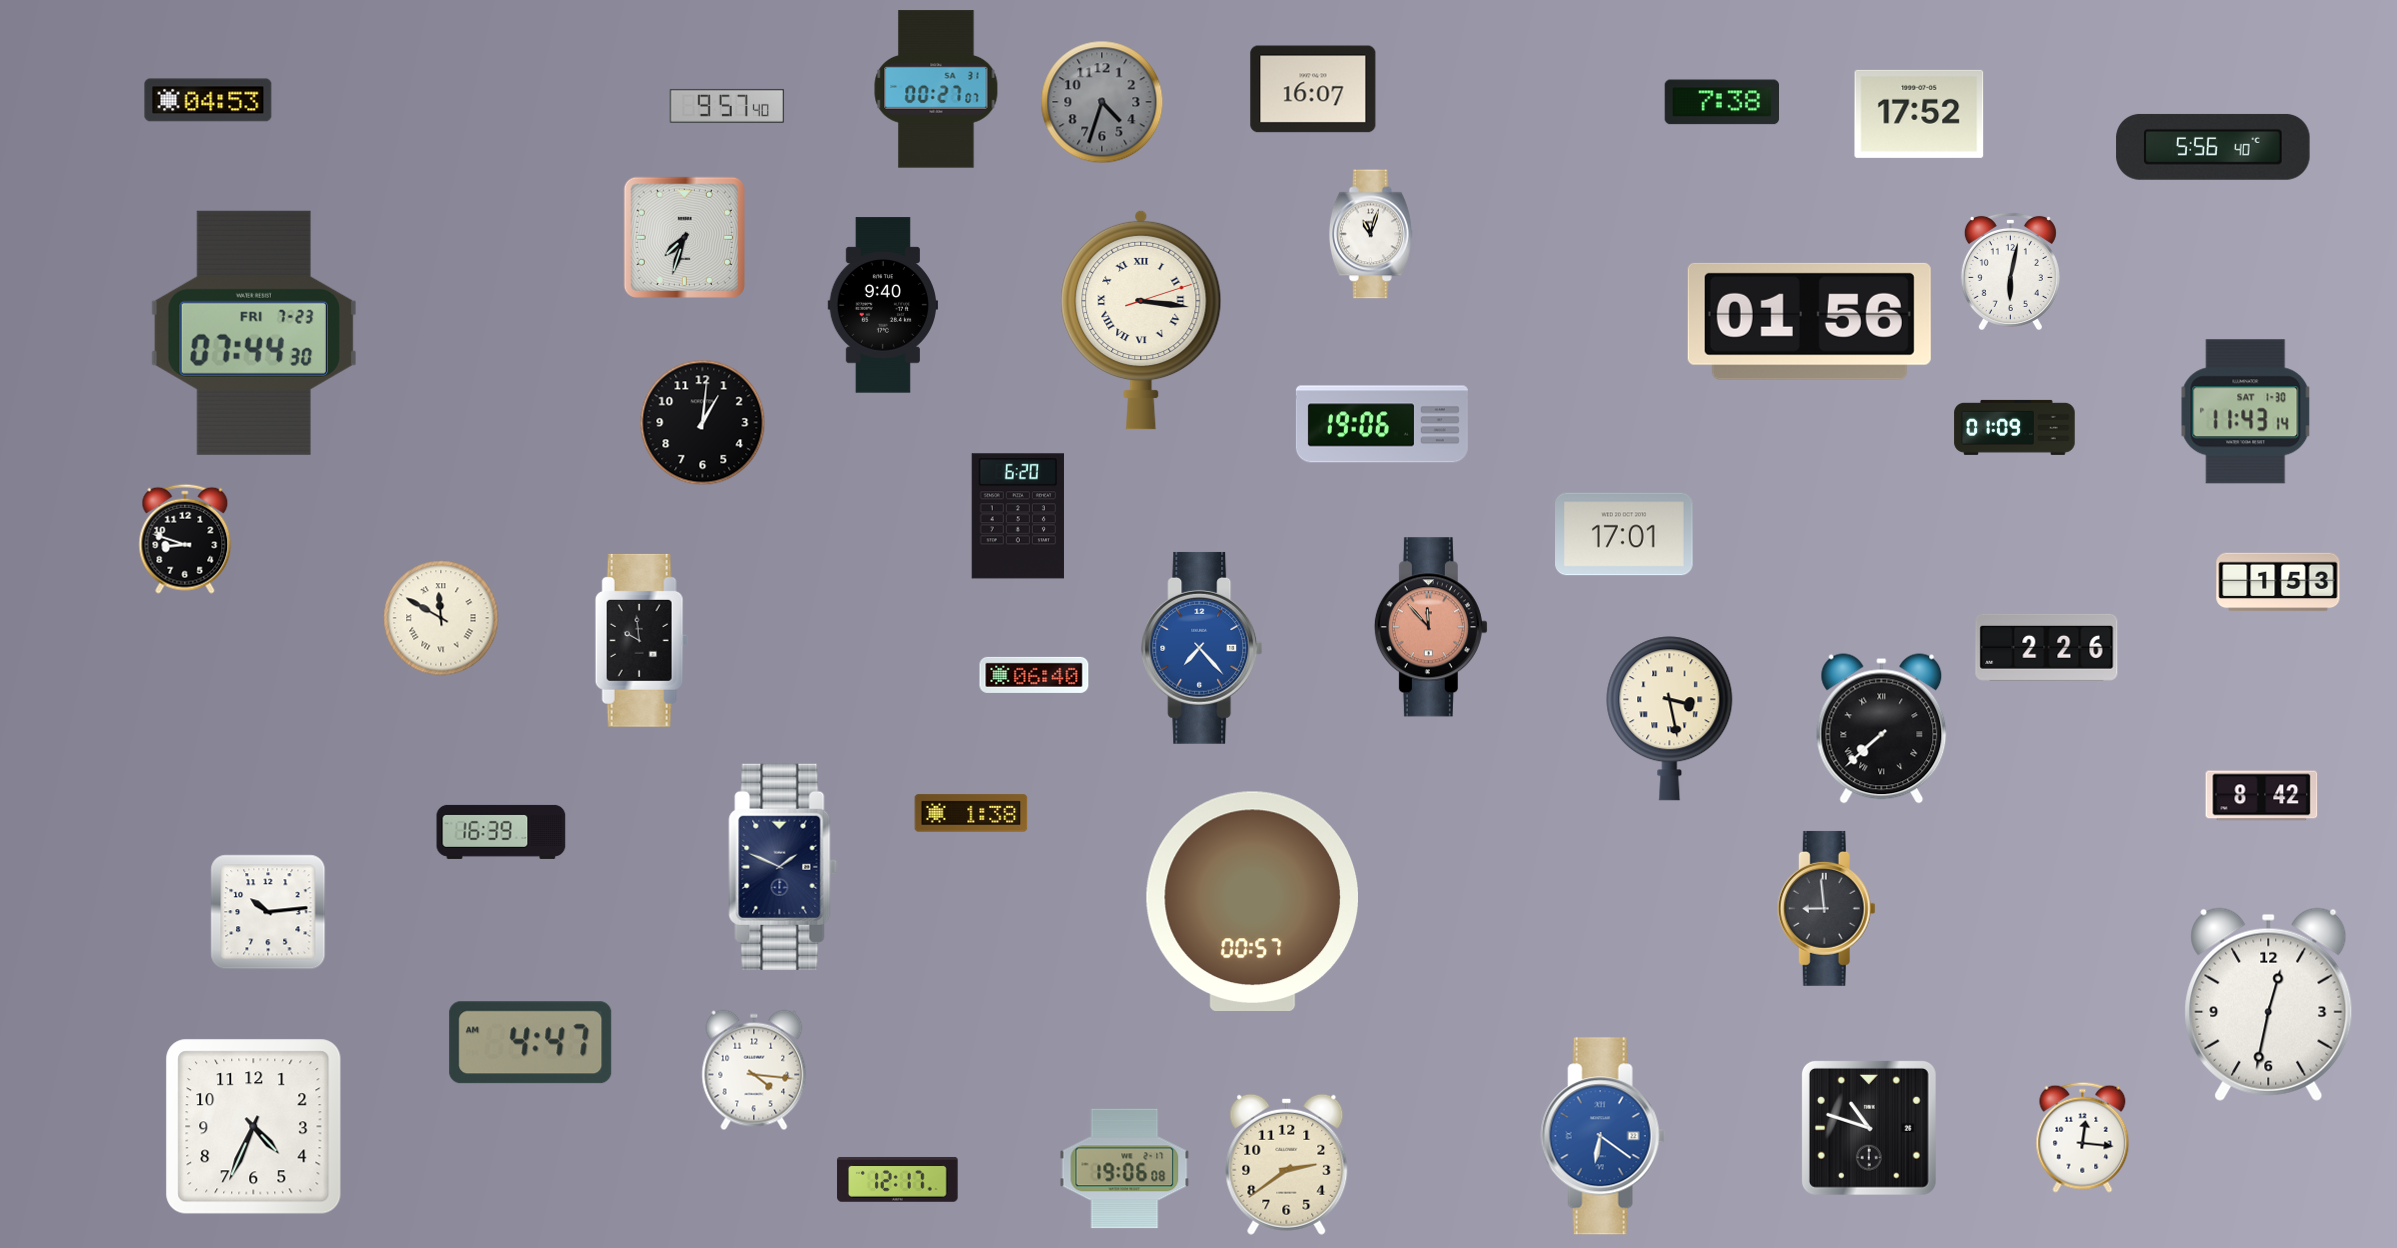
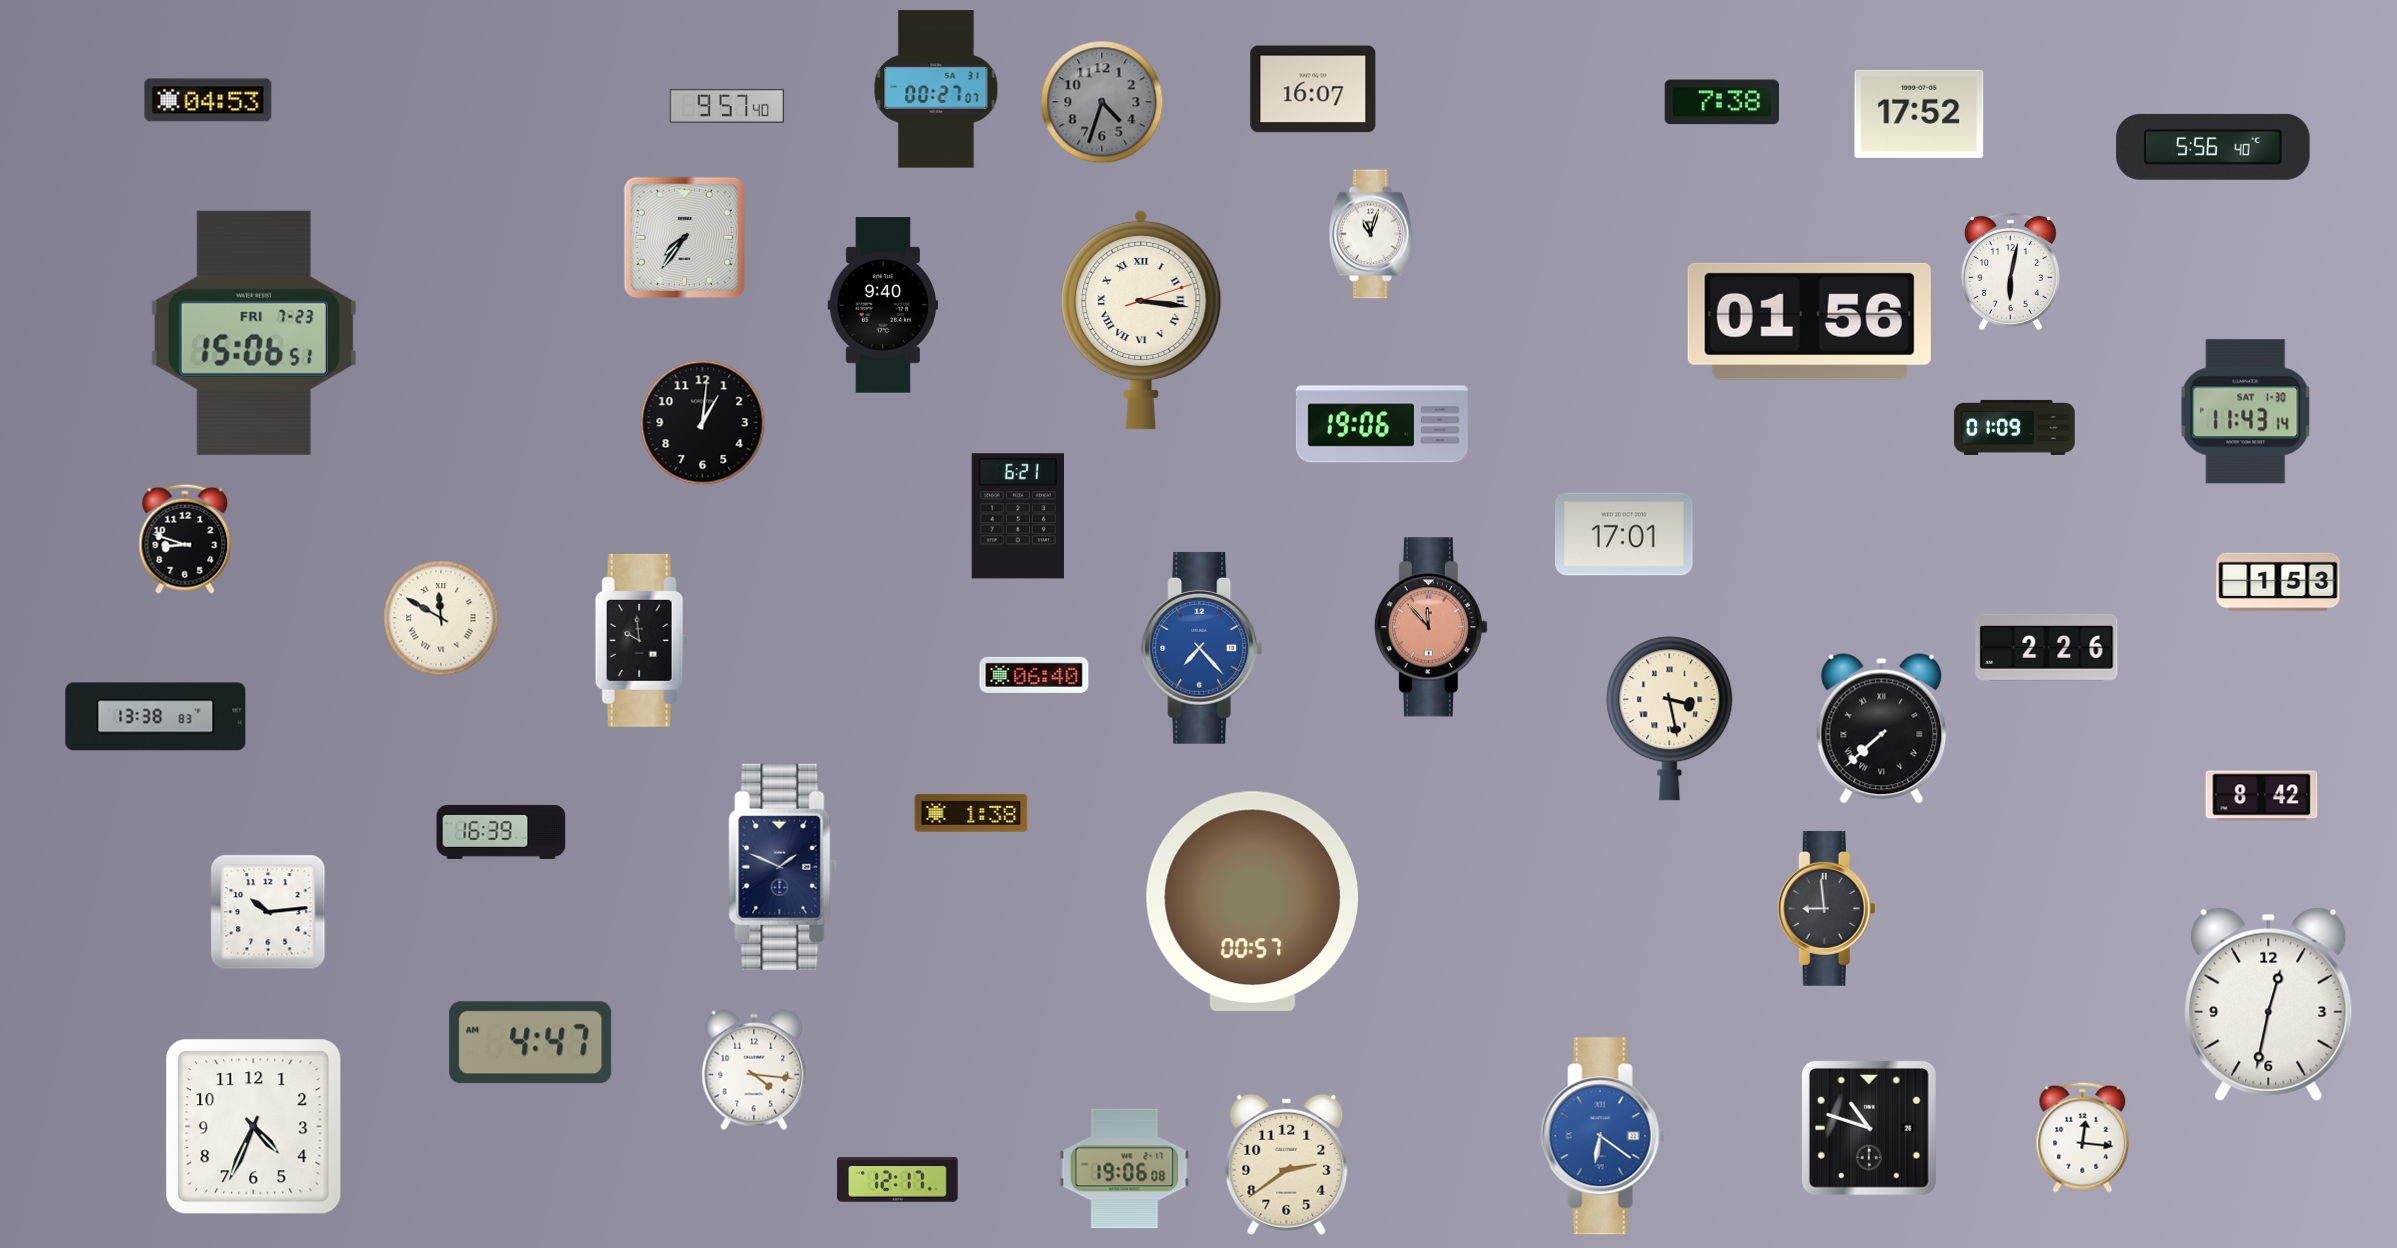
clock at (684, 237): 7:33 -> 7:36
clock at (254, 333): 07:44 -> 15:06
clock at (1018, 516): 6:20 -> 6:21
clock at (156, 717): none -> 13:38
